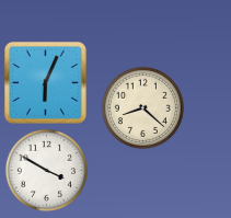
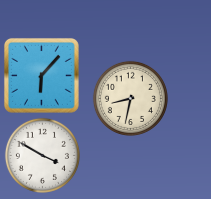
clock at (45, 82): 6:04 -> 6:07
clock at (142, 107): 8:22 -> 8:32
